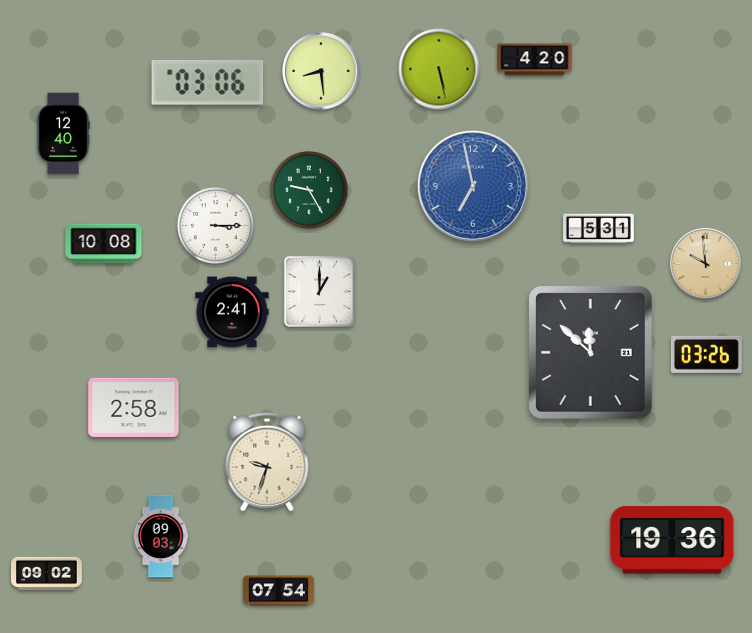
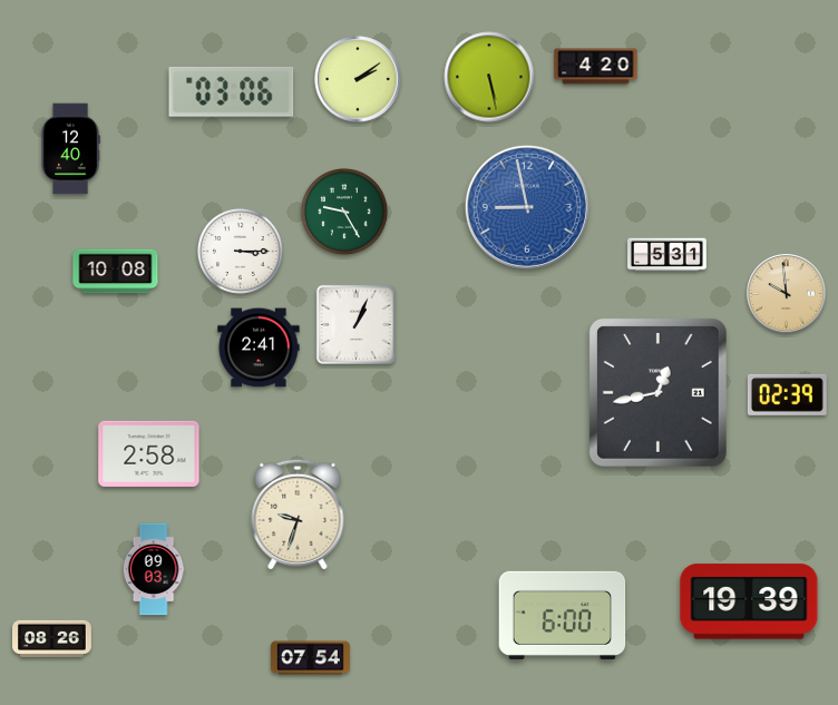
clock at (321, 71): 8:29 -> 2:09
clock at (473, 186): 6:58 -> 8:58
clock at (319, 291): 1:00 -> 1:04
clock at (590, 352): 11:52 -> 12:43
clock at (706, 354): 03:26 -> 02:39
clock at (161, 536) position: (161, 536) -> (154, 569)
clock at (672, 540): 19:36 -> 19:39
clock at (563, 615): none -> 6:00
clock at (47, 573): 09:02 -> 08:26
